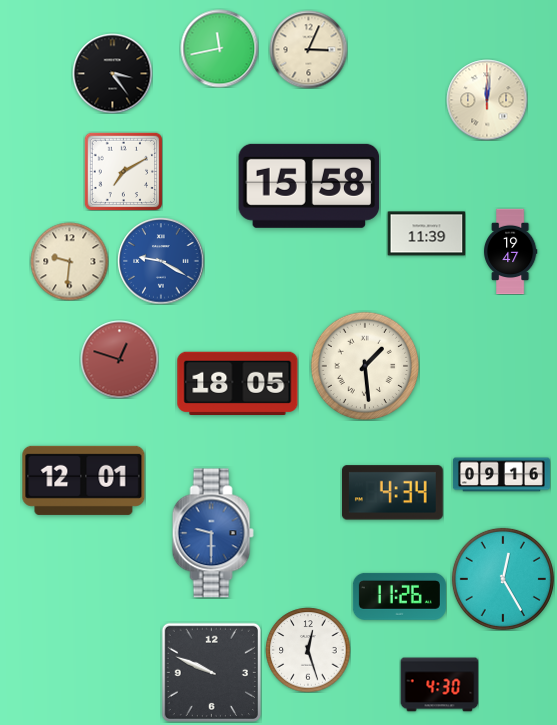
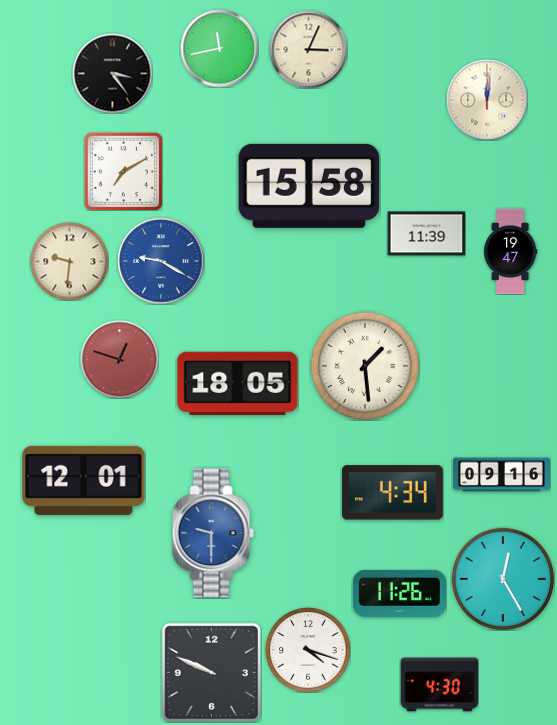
clock at (399, 596) position: (399, 596) -> (399, 593)
clock at (308, 650): 12:27 -> 4:18
